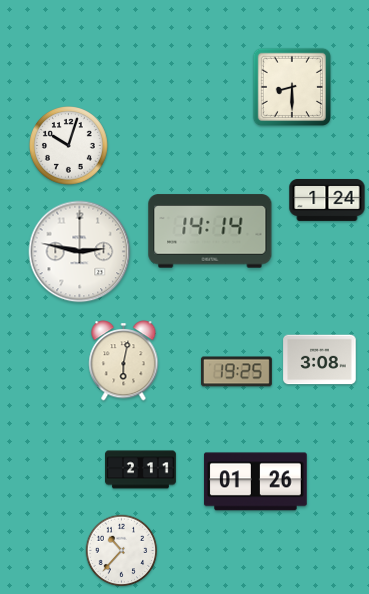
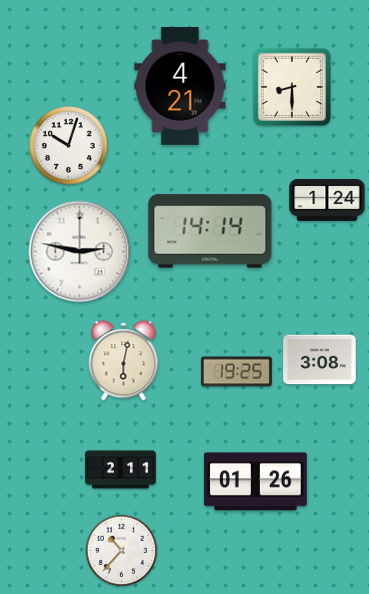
clock at (180, 86): none -> 4:21
clock at (141, 470) position: (141, 470) -> (121, 470)
